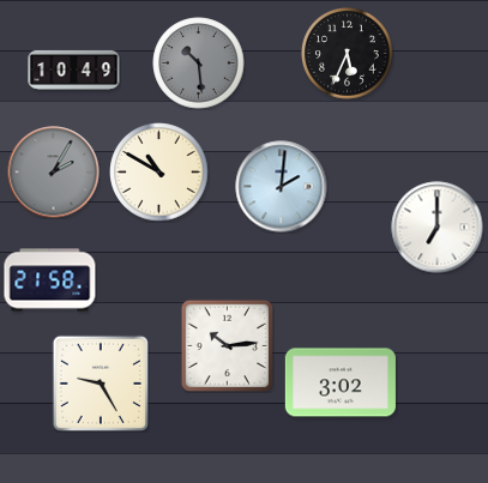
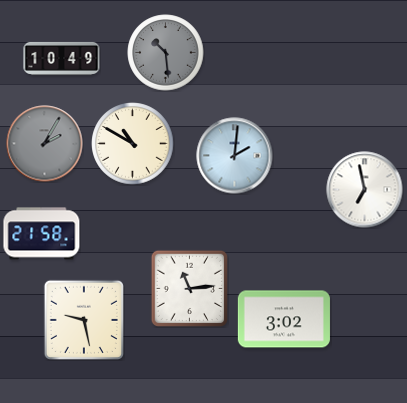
clock at (348, 54): 5:34 -> none
clock at (438, 228): 7:00 -> 6:58
clock at (227, 345): 10:14 -> 11:14
clock at (101, 384): 9:25 -> 9:28
